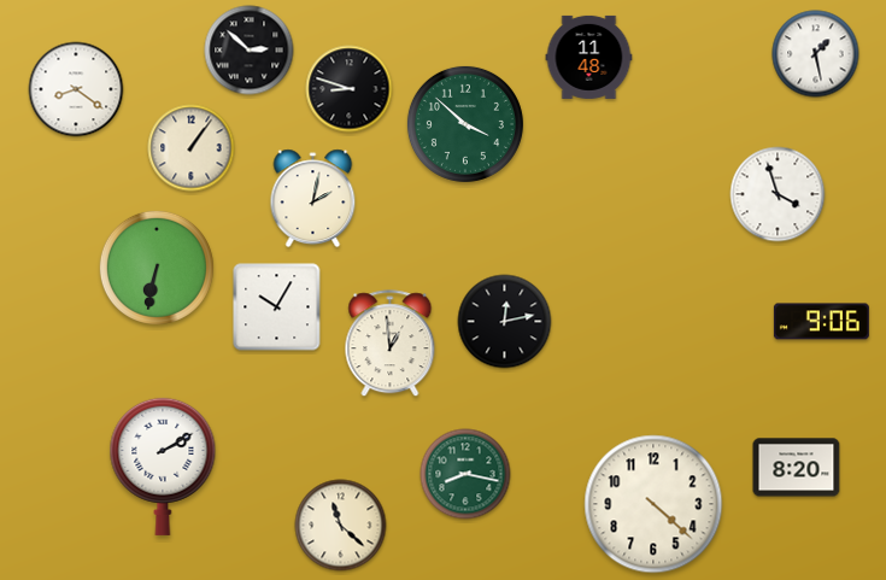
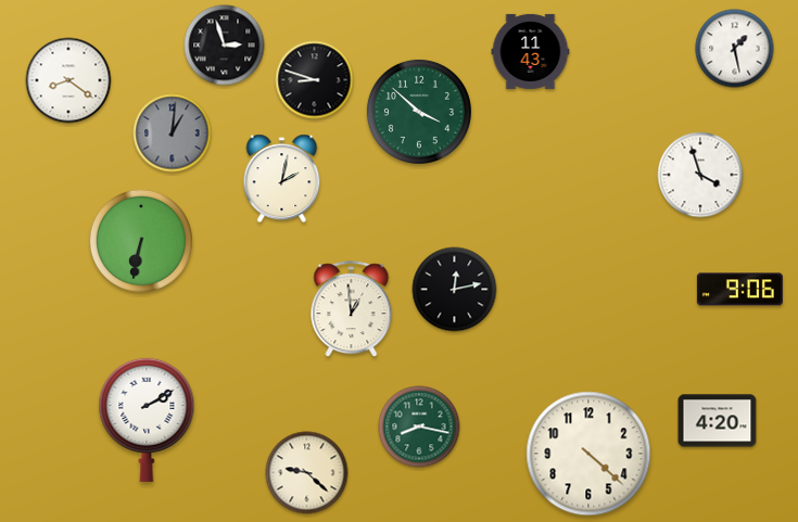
clock at (250, 51): 2:52 -> 2:57
clock at (589, 57): 11:48 -> 11:43
clock at (192, 148): 1:06 -> 1:01
clock at (192, 148) dial: cream -> grey
clock at (277, 307): 10:05 -> none
clock at (797, 468): 8:20 -> 4:20
clock at (341, 526): 11:22 -> 9:22
